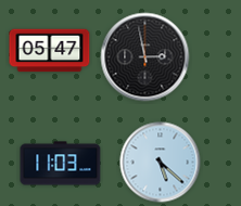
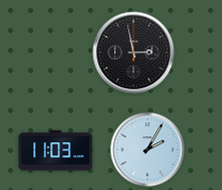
clock at (50, 51): 05:47 -> none
clock at (161, 163): 5:22 -> 2:05
